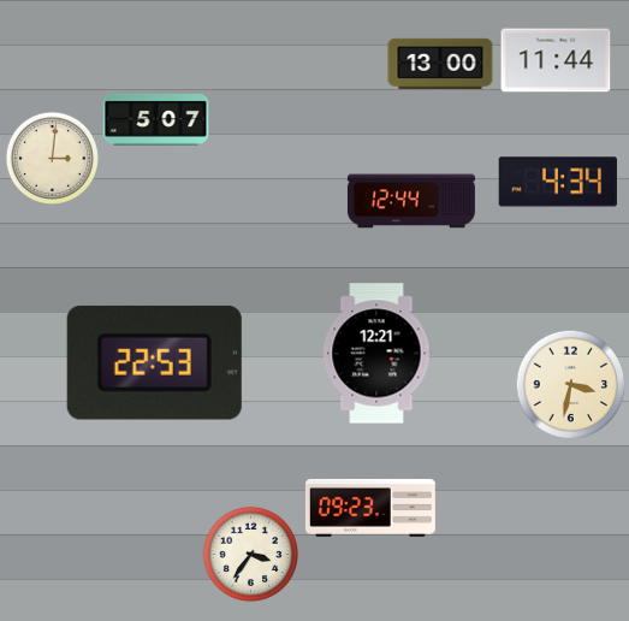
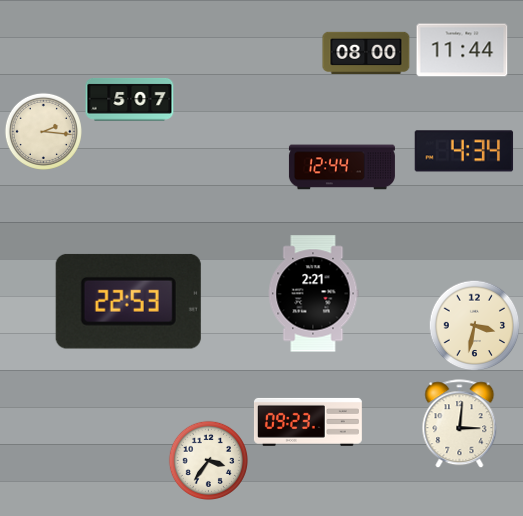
clock at (440, 63): 13:00 -> 08:00
clock at (52, 158): 3:01 -> 2:16
clock at (376, 354): 12:21 -> 2:21
clock at (570, 384) position: (570, 384) -> (474, 325)
clock at (460, 424): none -> 3:01
